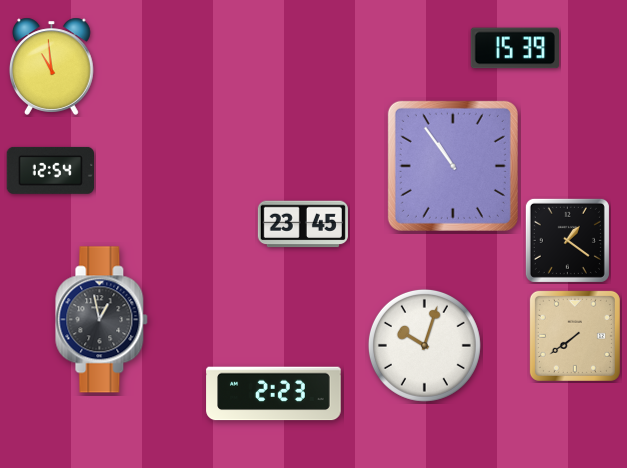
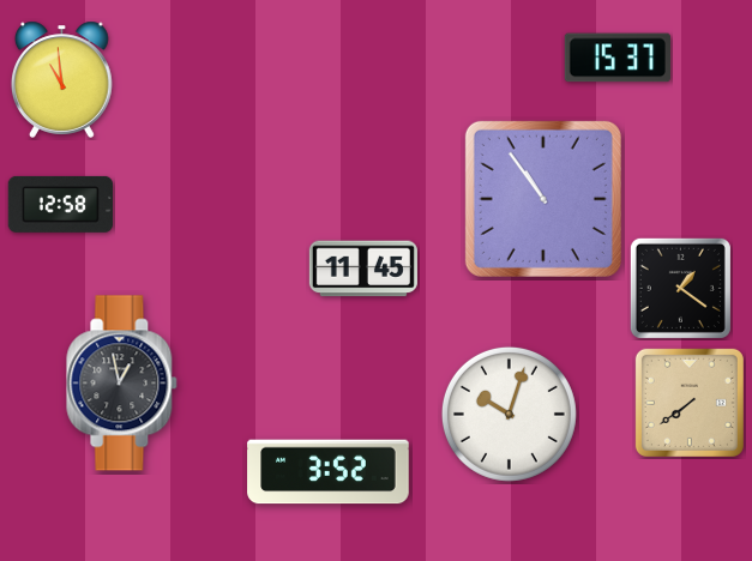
clock at (514, 48): 15:39 -> 15:37
clock at (50, 170): 12:54 -> 12:58
clock at (303, 224): 23:45 -> 11:45
clock at (274, 394): 2:23 -> 3:52
